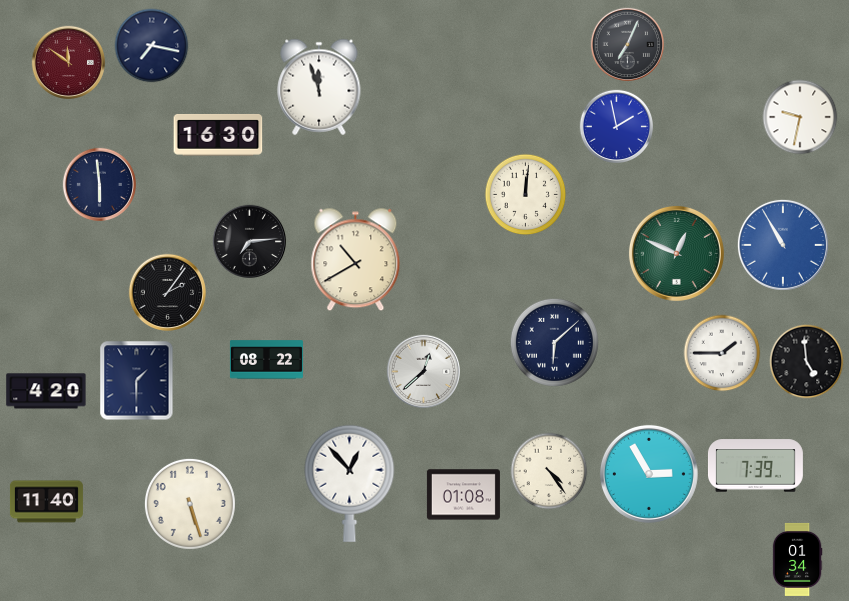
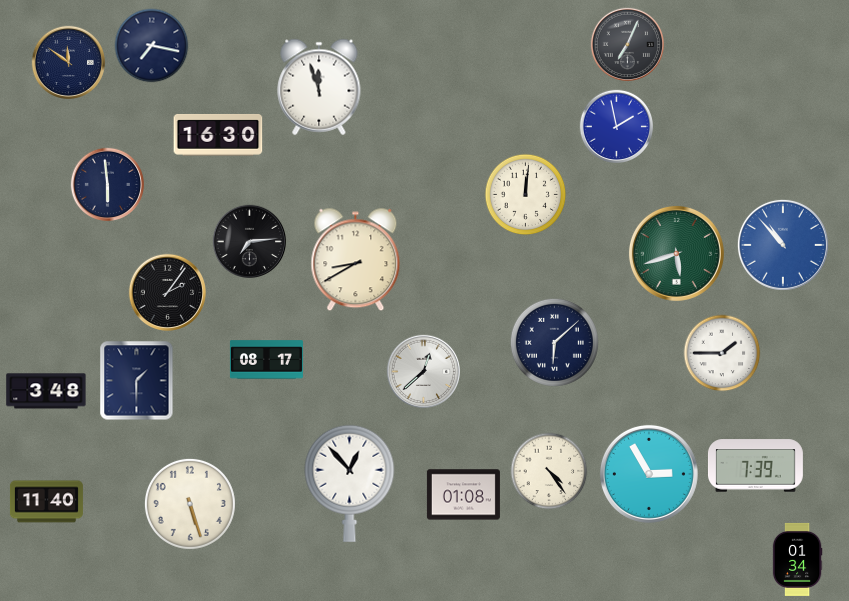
clock at (68, 62) dial: burgundy -> navy
clock at (800, 117): 9:32 -> none
clock at (99, 184) position: (99, 184) -> (107, 184)
clock at (783, 245): 10:55 -> 10:53
clock at (676, 253): 12:49 -> 5:42
clock at (356, 260): 10:40 -> 8:40
clock at (266, 360): 08:22 -> 08:17
clock at (807, 362): 4:59 -> none
clock at (46, 391): 4:20 -> 3:48
